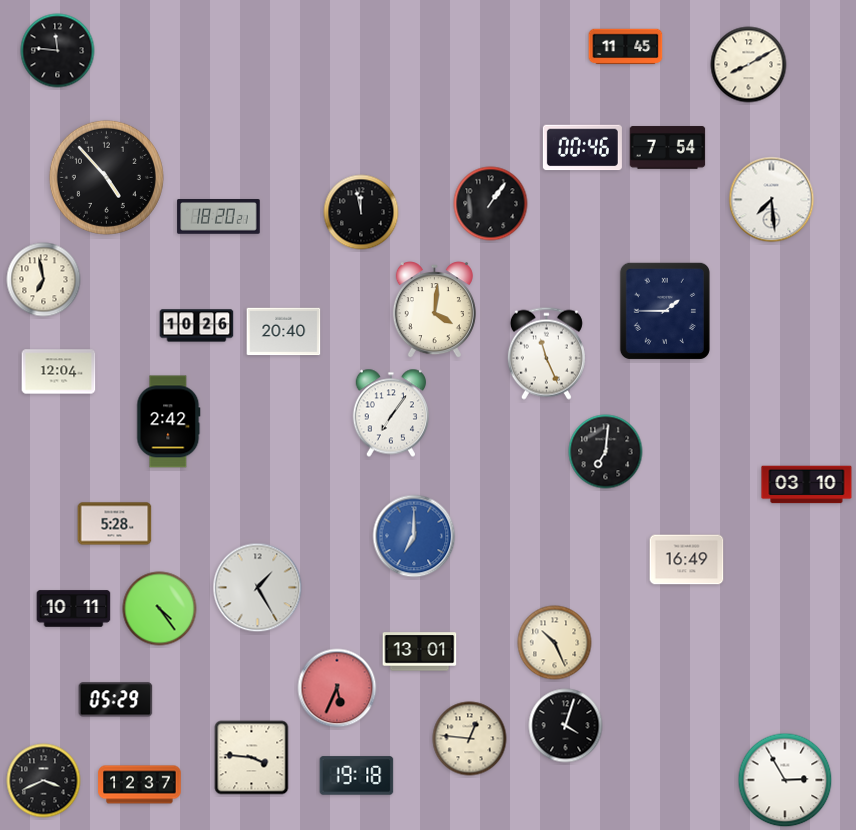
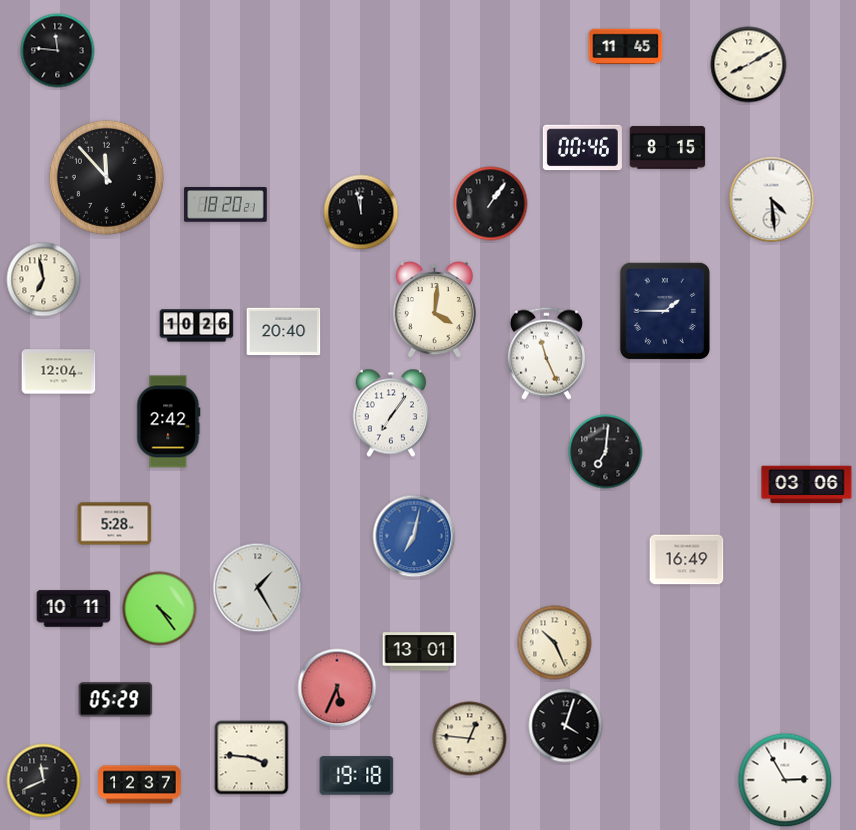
clock at (668, 148): 7:54 -> 8:15
clock at (106, 177): 4:53 -> 11:53
clock at (772, 200): 7:29 -> 4:29
clock at (219, 217) position: (219, 217) -> (226, 205)
clock at (807, 485): 03:10 -> 03:06
clock at (414, 536): 7:00 -> 7:02
clock at (44, 781): 3:41 -> 11:41
